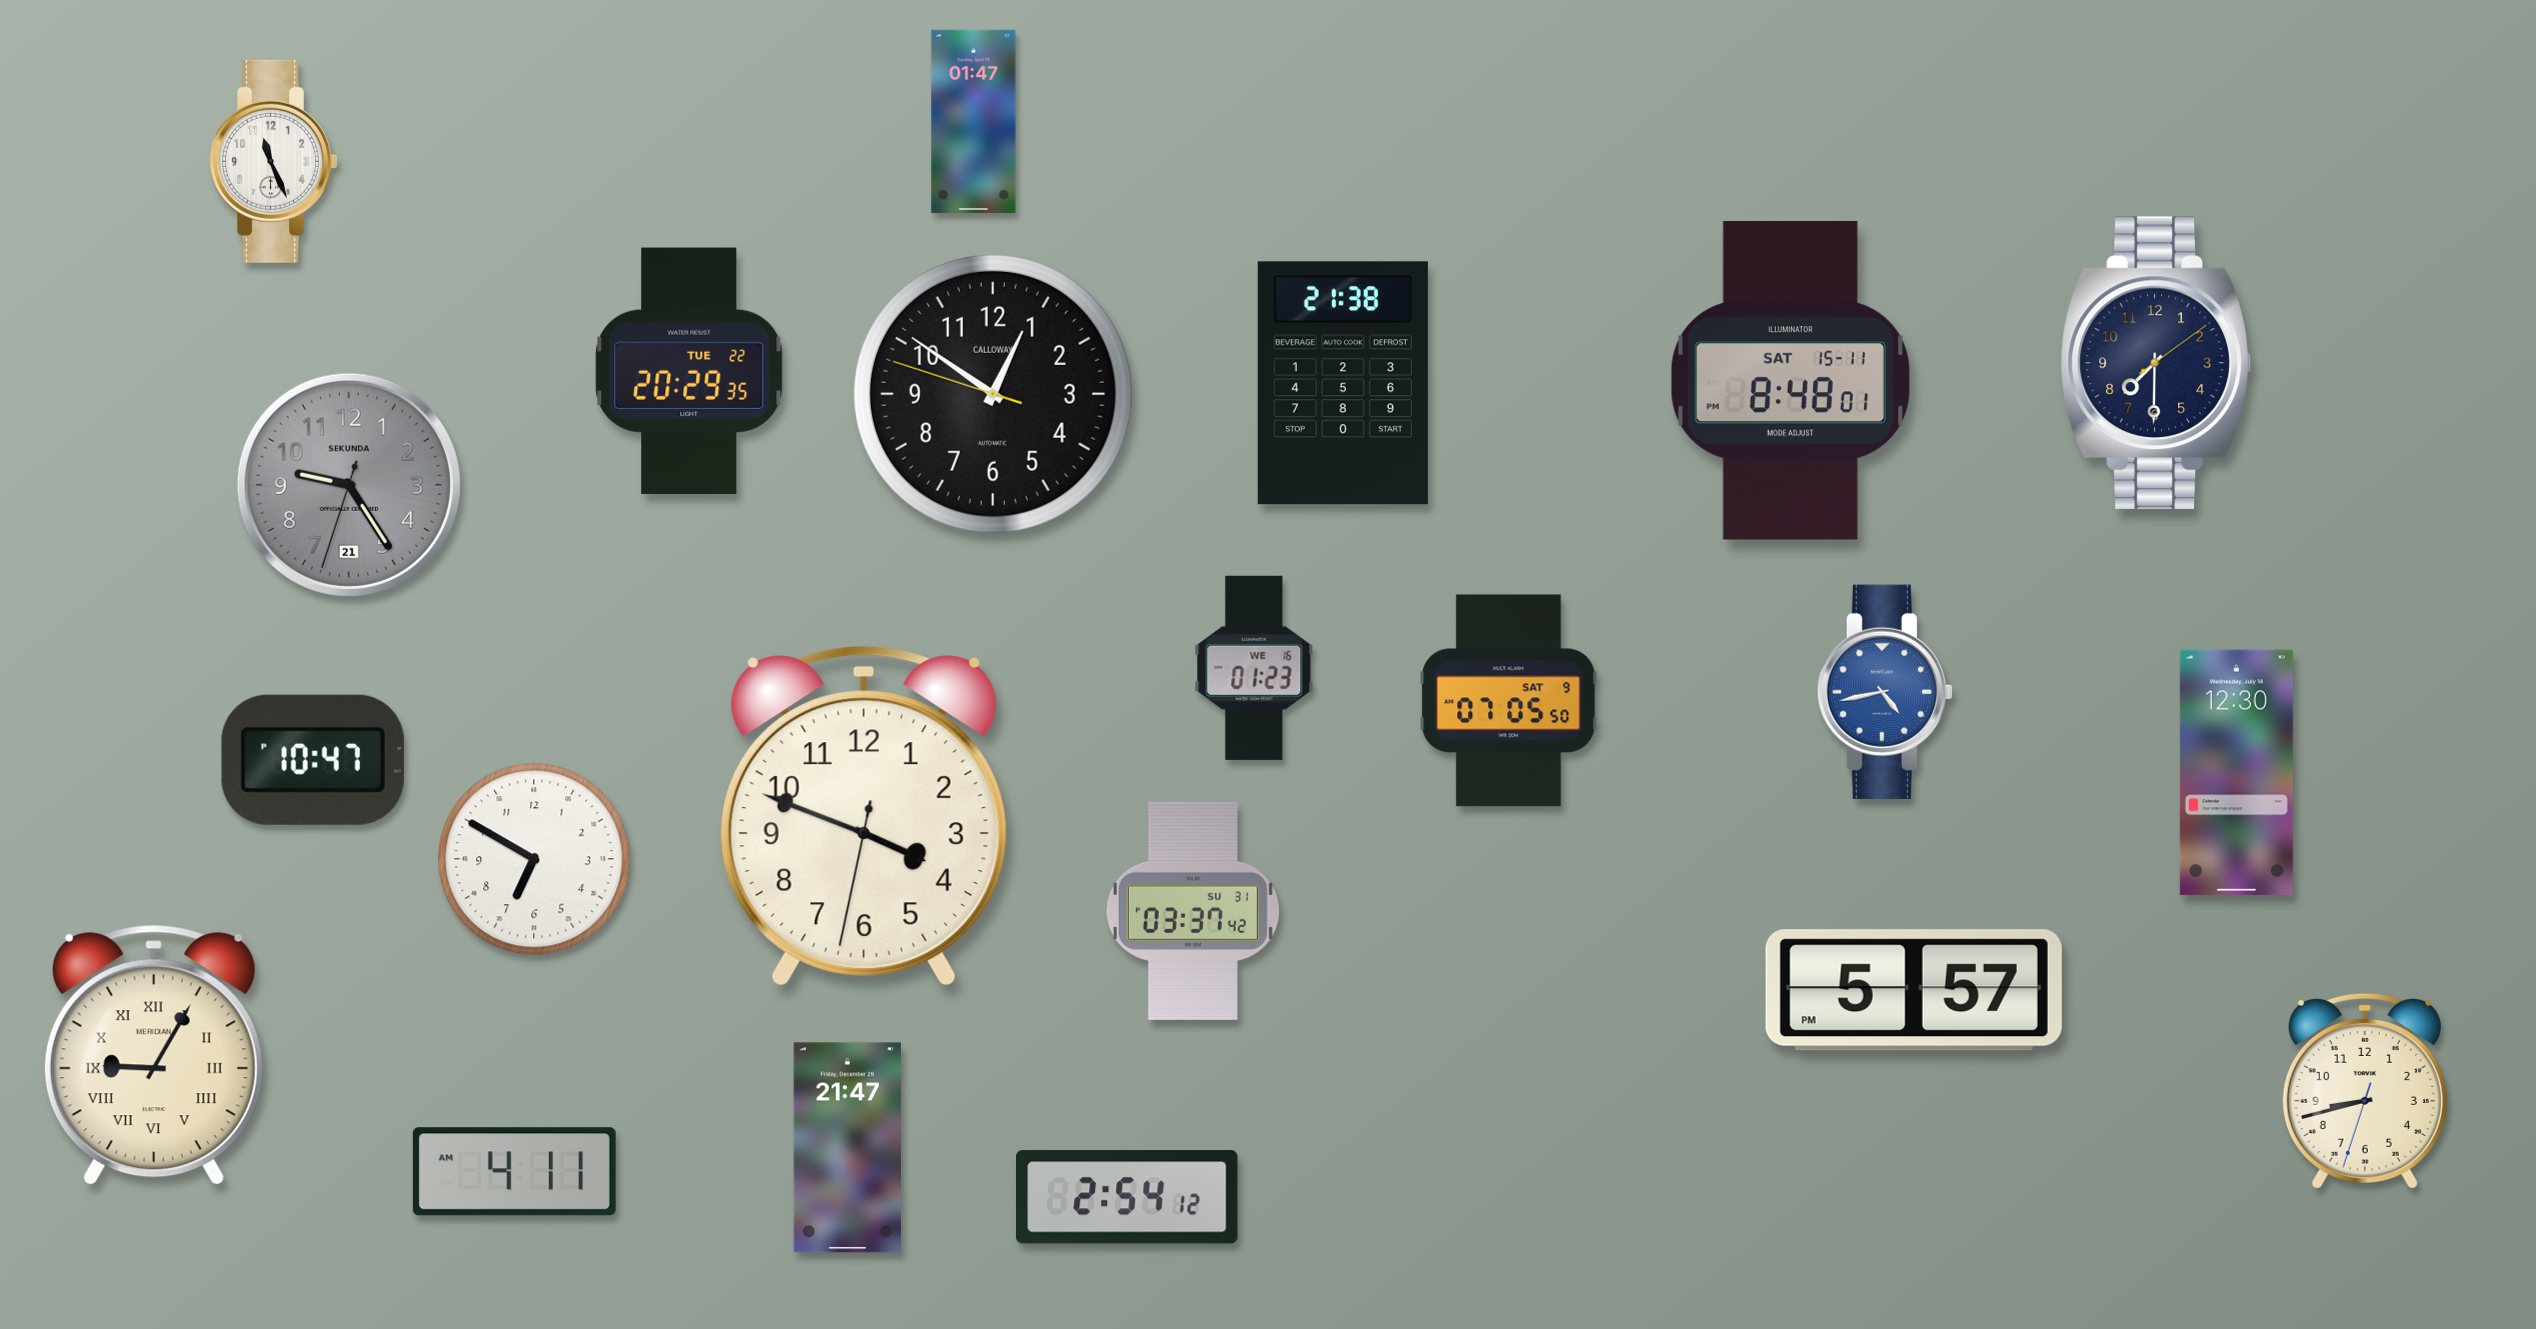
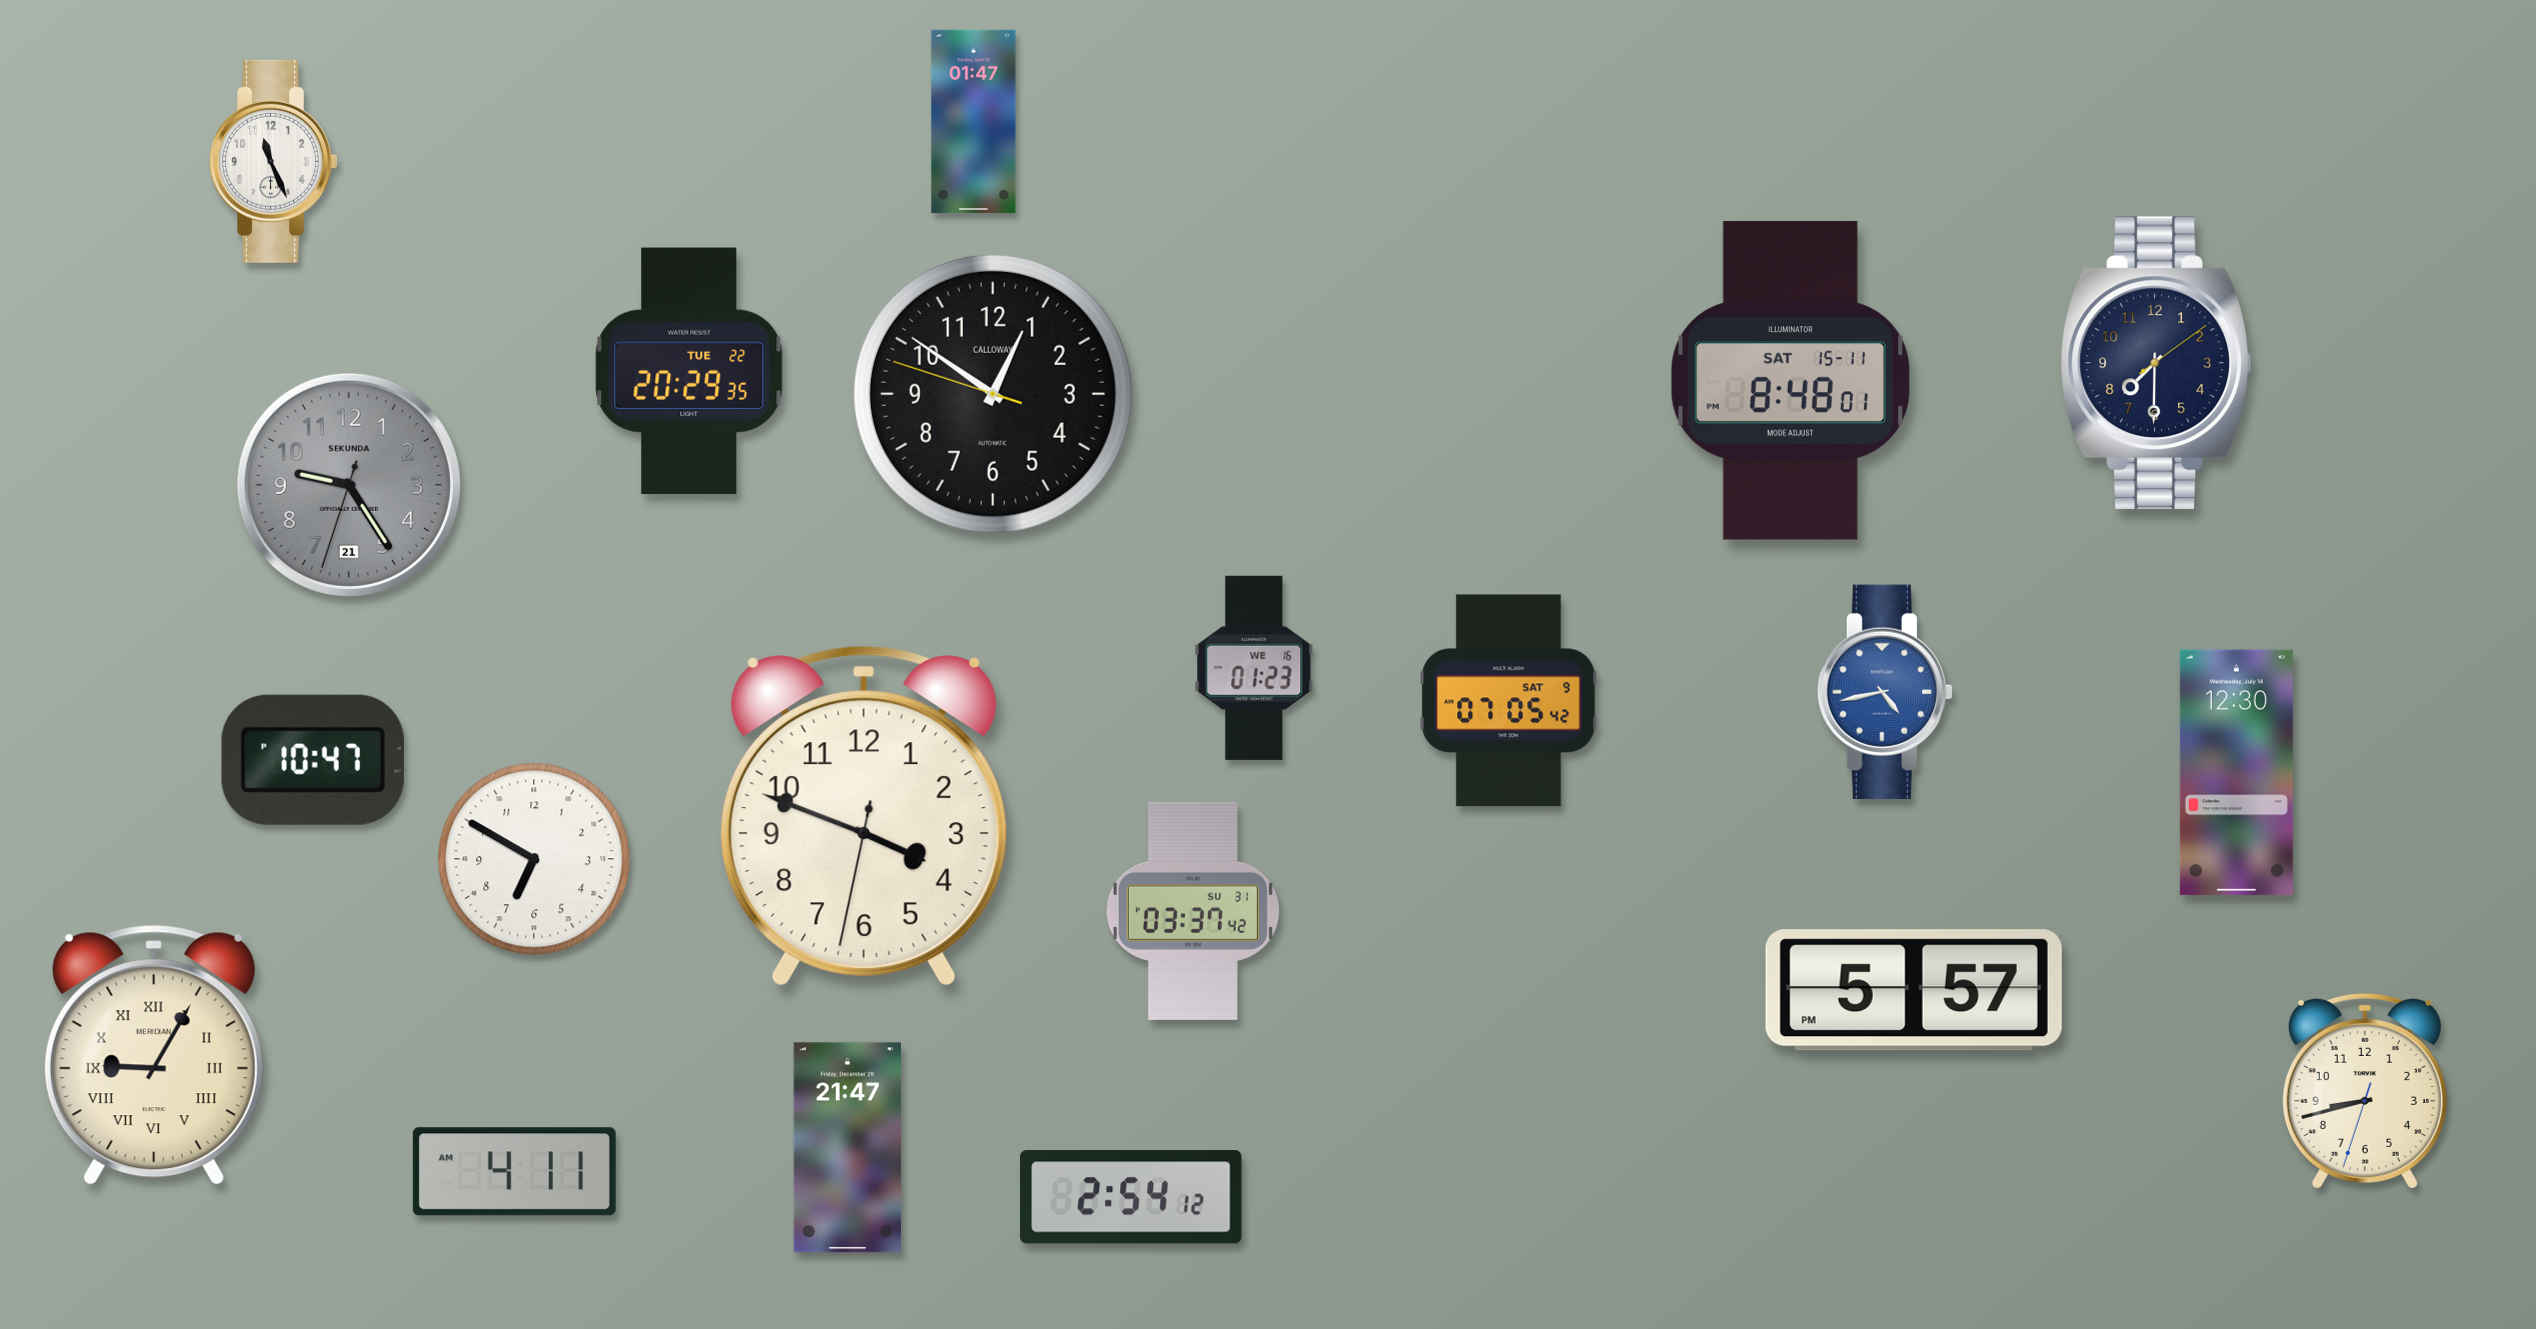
clock at (1343, 383): 21:38 -> none
clock at (1509, 701): 07:05:50 -> 07:05:42
clock at (1128, 1197) position: (1128, 1197) -> (1132, 1197)
